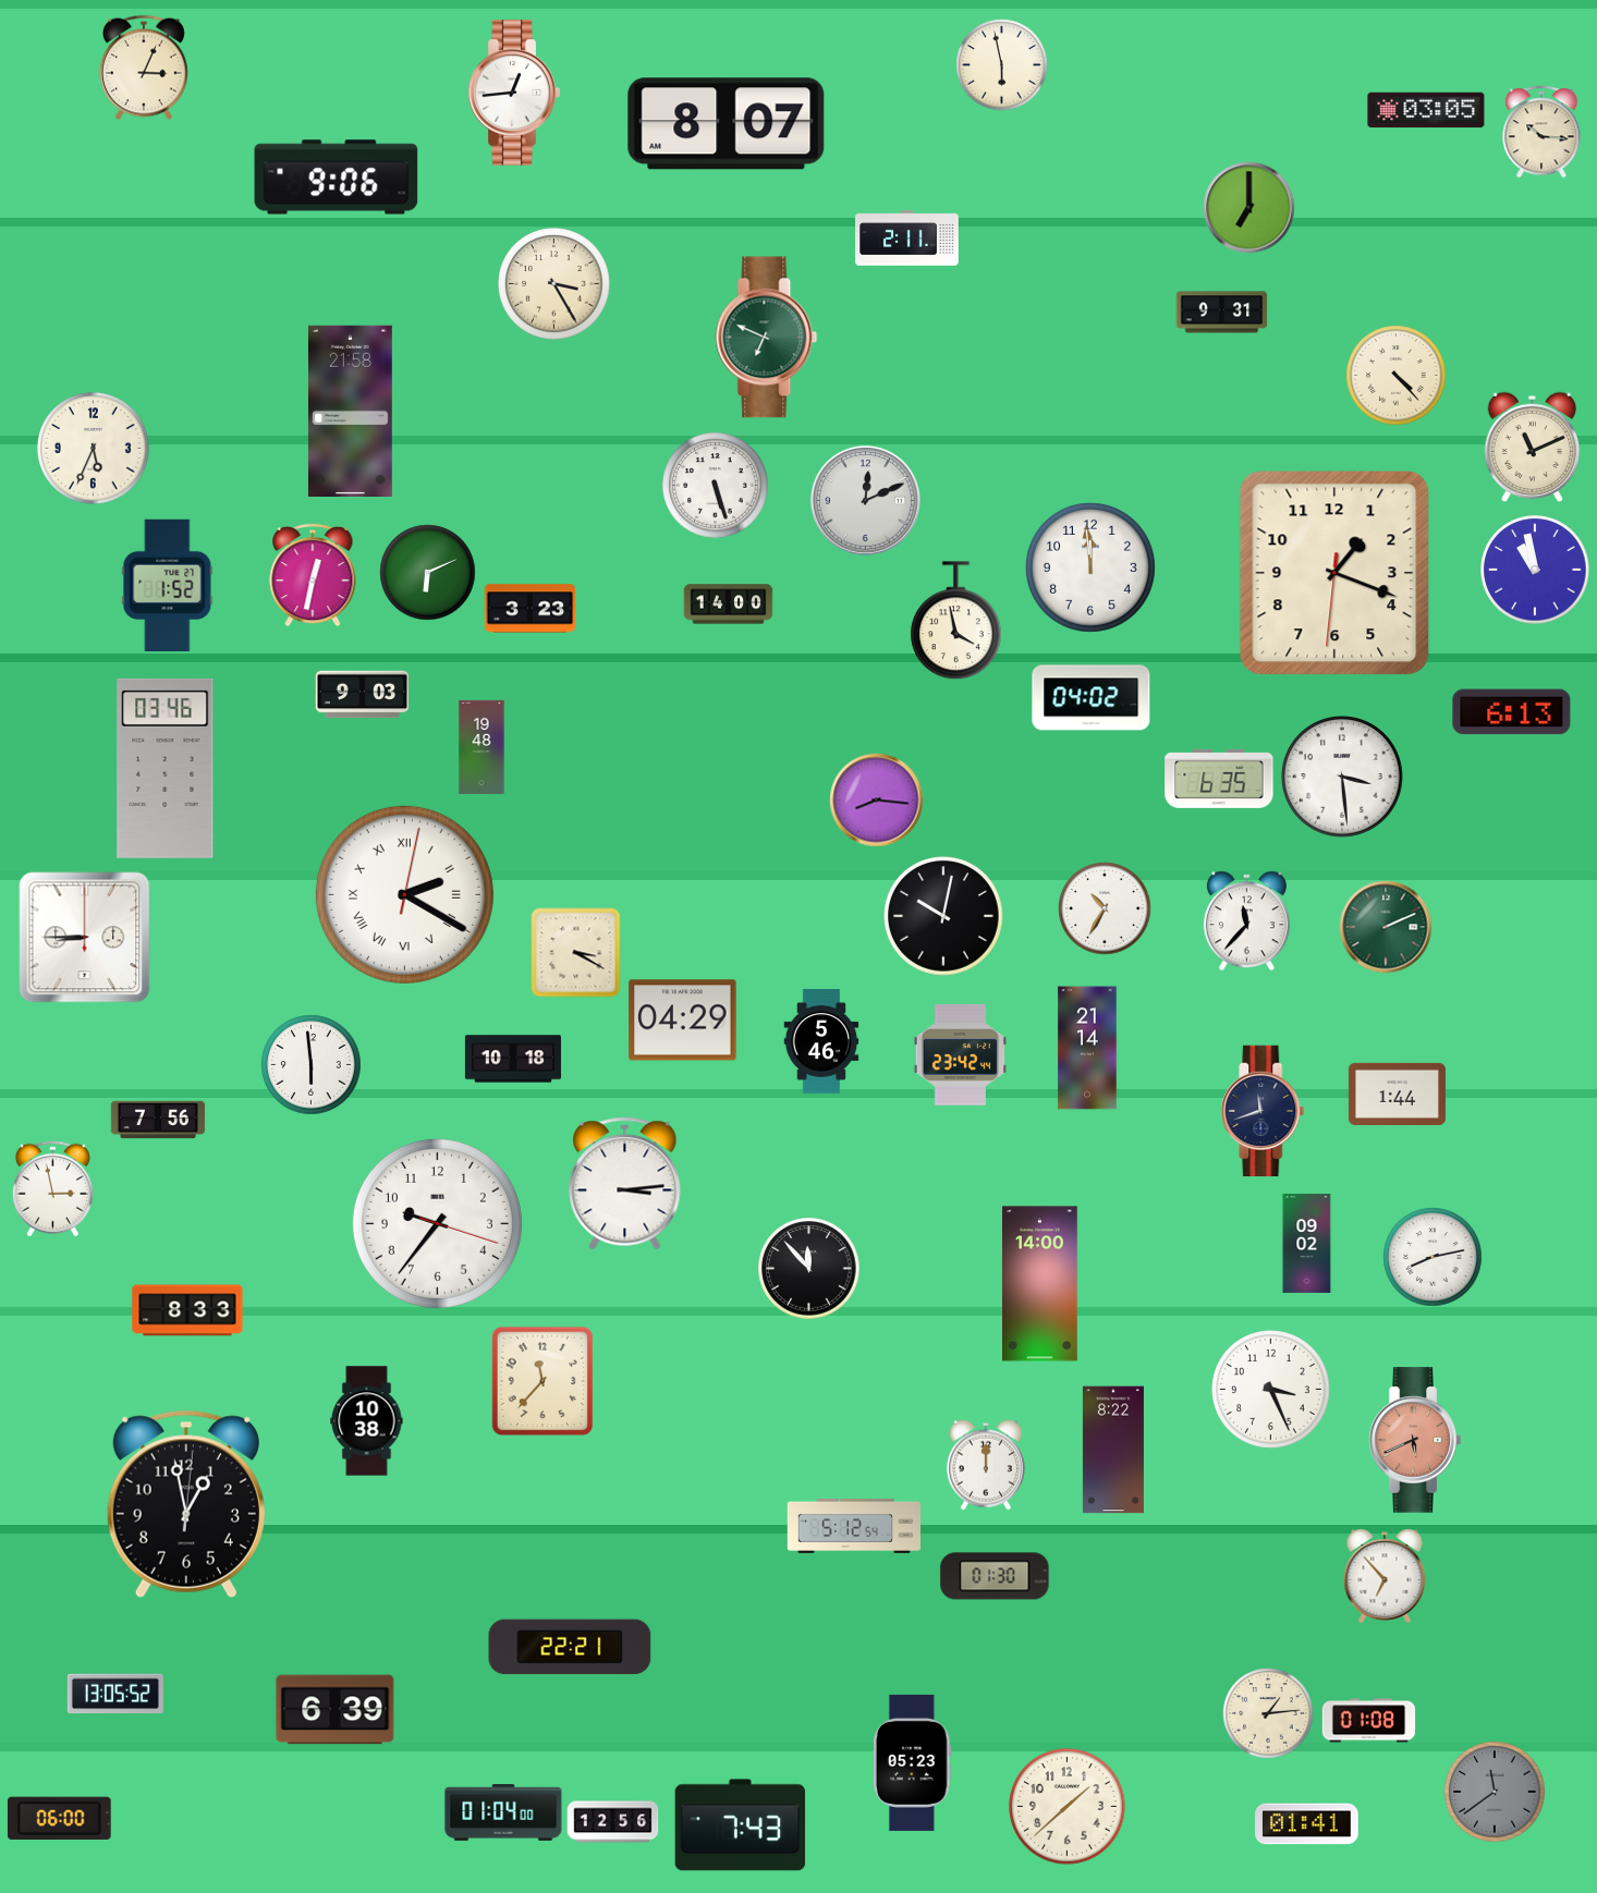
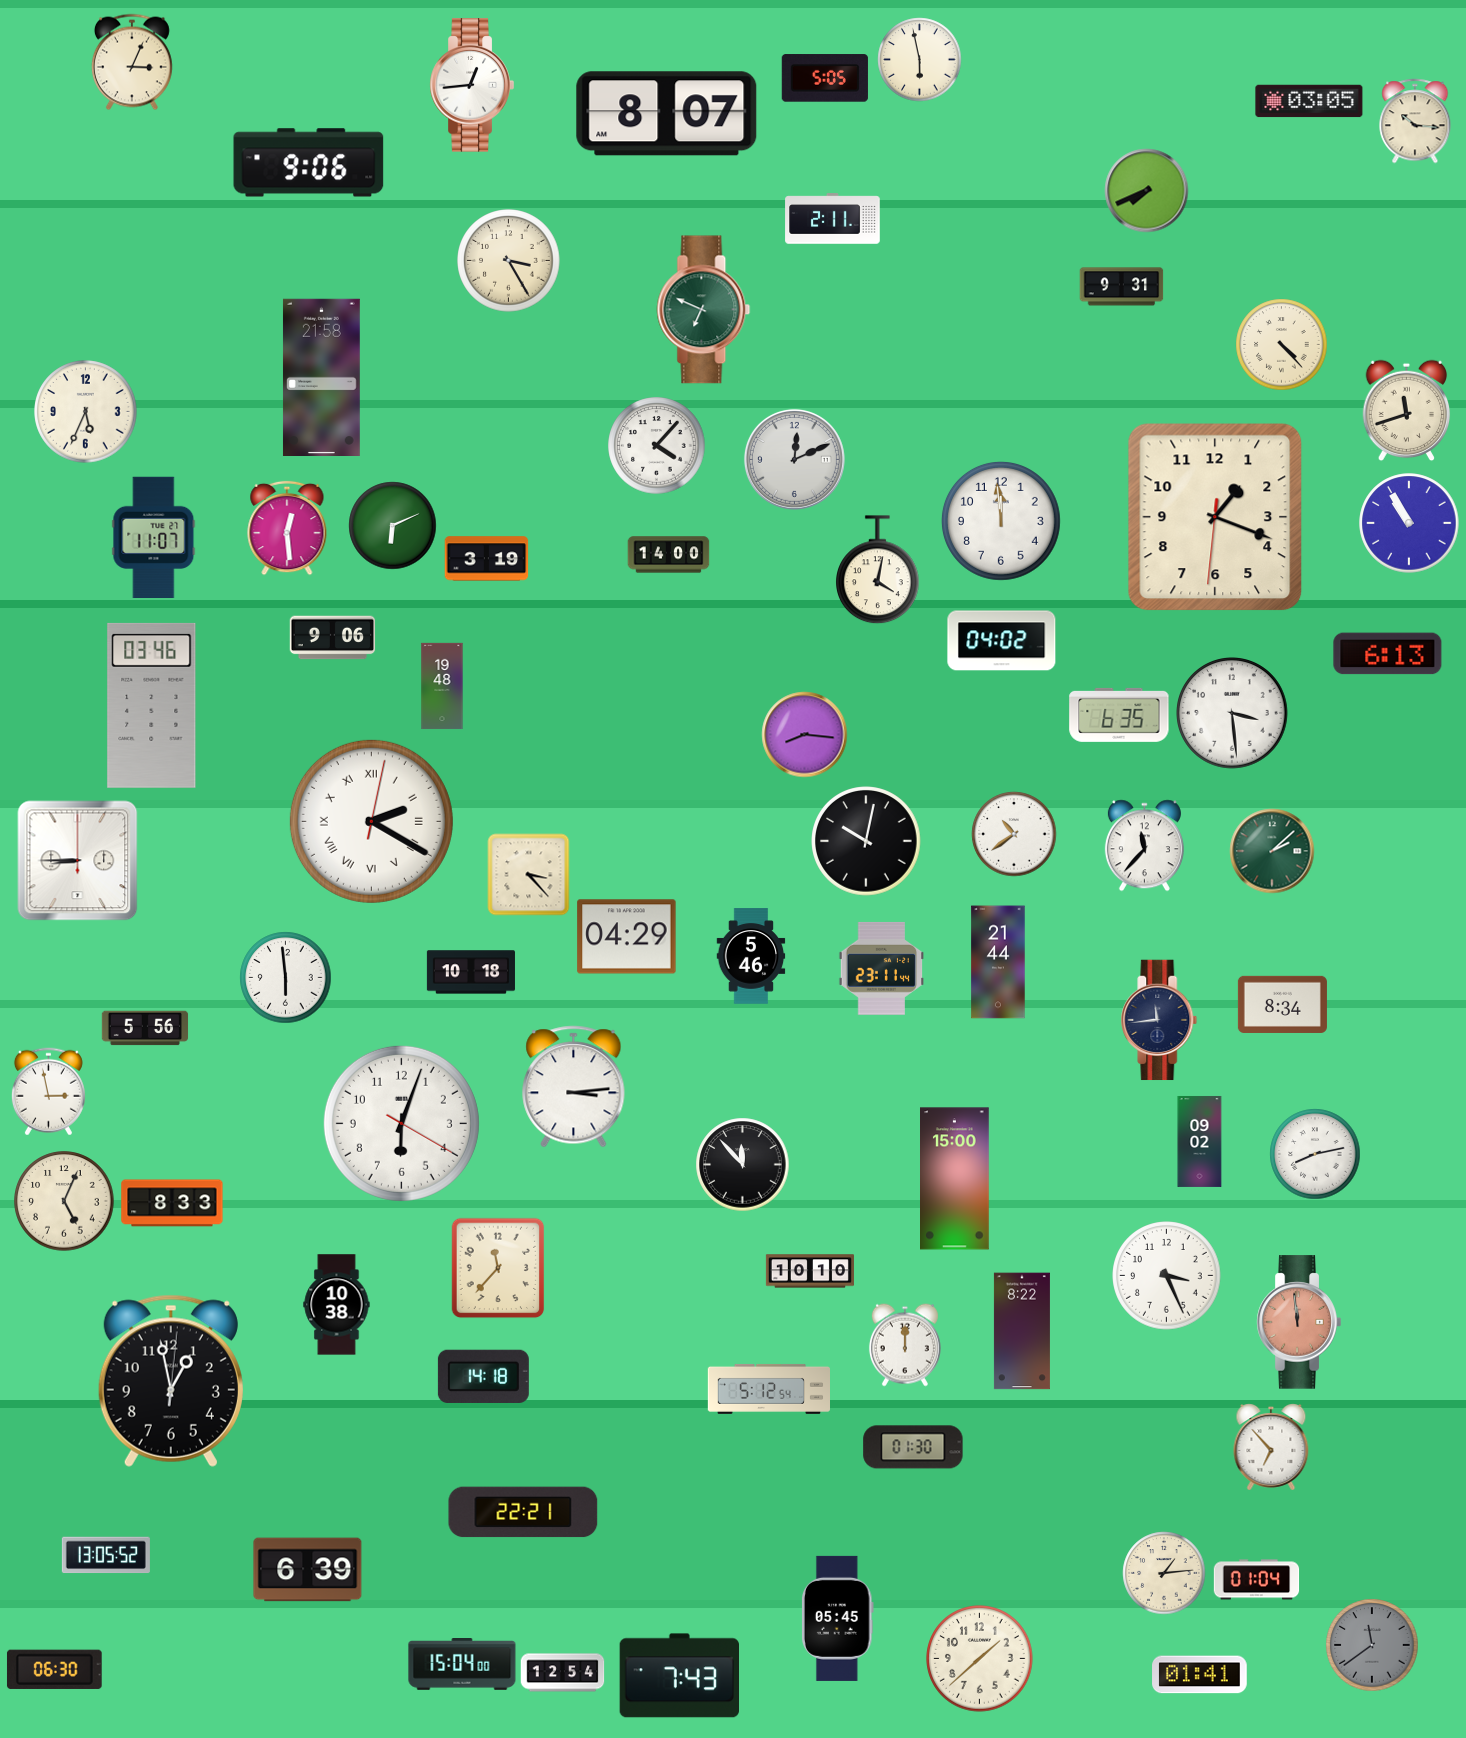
clock at (825, 78): none -> 5:05
clock at (1249, 208): 7:00 -> 7:41
clock at (1533, 448): 11:11 -> 11:42
clock at (716, 486): 5:27 -> 4:07
clock at (1535, 570): 10:58 -> 10:55
clock at (1334, 573) position: (1334, 573) -> (1215, 517)
clock at (313, 575): 12:32 -> 12:29
clock at (168, 585): 1:52 -> 11:07
clock at (531, 609): 3:23 -> 3:19
clock at (956, 621): 3:58 -> 4:02
clock at (363, 695): 9:03 -> 9:06
clock at (1105, 908): 10:35 -> 10:39
clock at (1386, 927): 2:11 -> 2:08
clock at (576, 953): 3:20 -> 3:23
clock at (821, 1041) position: (821, 1041) -> (751, 956)
clock at (1087, 1048): 21:14 -> 21:44
clock at (961, 1054): 23:42 -> 23:11
clock at (1397, 1094): 1:44 -> 8:34
clock at (1263, 1111): 11:42 -> 11:44
clock at (158, 1120): 7:56 -> 5:56
clock at (437, 1223): 9:36 -> 6:03
clock at (1040, 1284): 14:00 -> 15:00
clock at (64, 1201): none -> 5:04
clock at (810, 1271): none -> 10:10
clock at (1415, 1440): 5:41 -> 11:59
clock at (483, 1376): none -> 14:18
clock at (854, 1526) position: (854, 1526) -> (769, 1389)
clock at (1369, 1721): 01:08 -> 01:04
clock at (913, 1762): 05:23 -> 05:45
clock at (503, 1813): 01:04 -> 15:04
clock at (59, 1818): 06:00 -> 06:30
clock at (613, 1822): 12:56 -> 12:54
